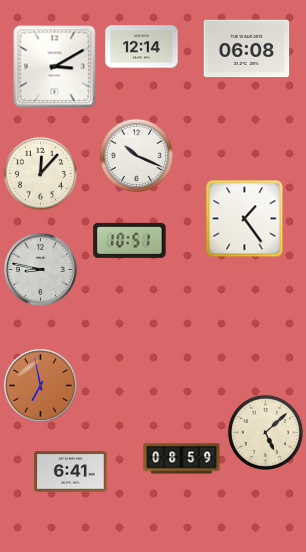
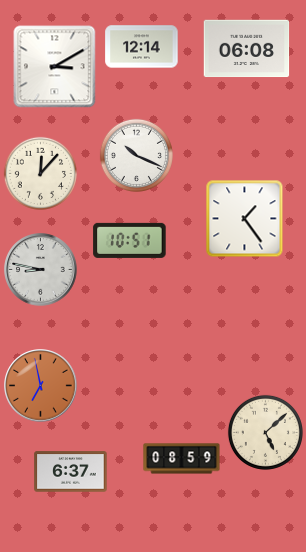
clock at (71, 472): 6:41 -> 6:37
